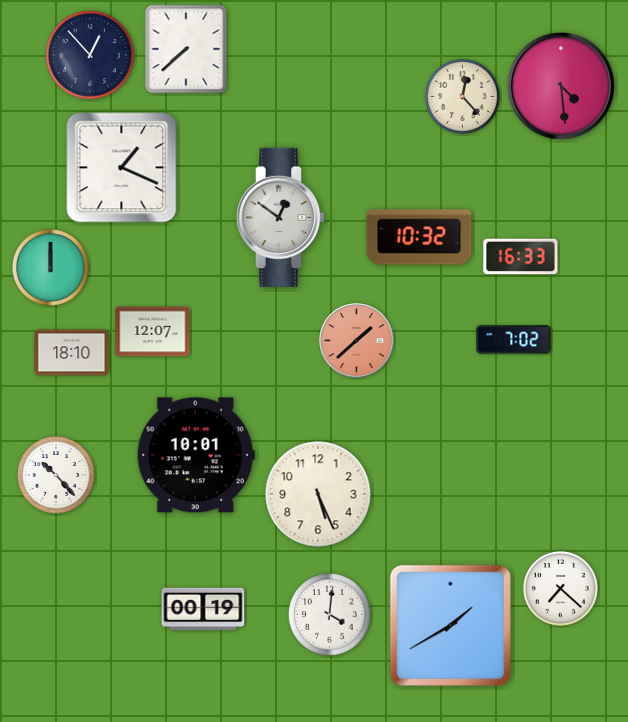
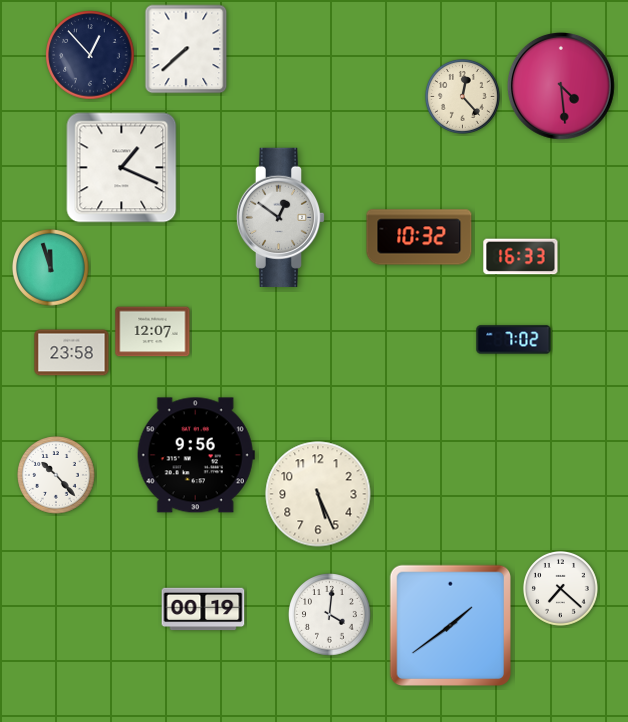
clock at (51, 268): 12:00 -> 11:57
clock at (357, 341): 1:38 -> none
clock at (72, 353): 18:10 -> 23:58
clock at (196, 455): 10:01 -> 9:56
clock at (450, 625): 1:40 -> 1:39
